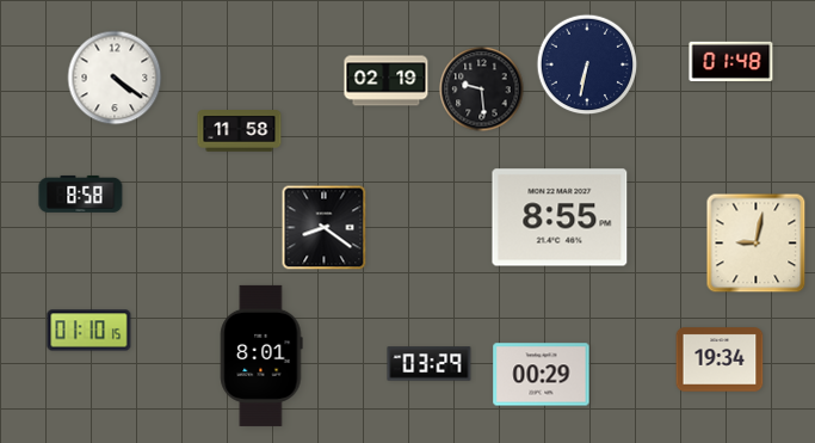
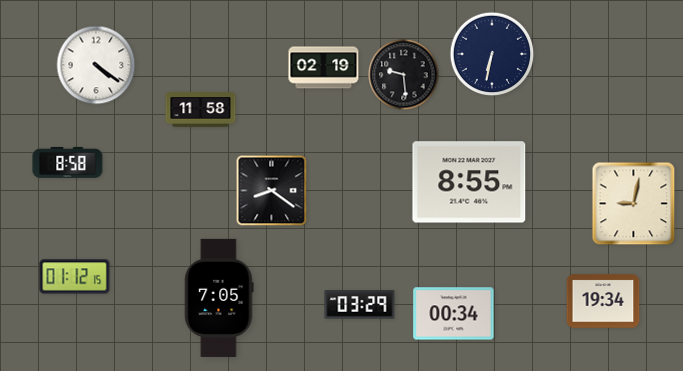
clock at (731, 61): 01:48 -> none
clock at (89, 331): 01:10 -> 01:12
clock at (261, 356): 8:01 -> 7:05
clock at (542, 375): 00:29 -> 00:34
